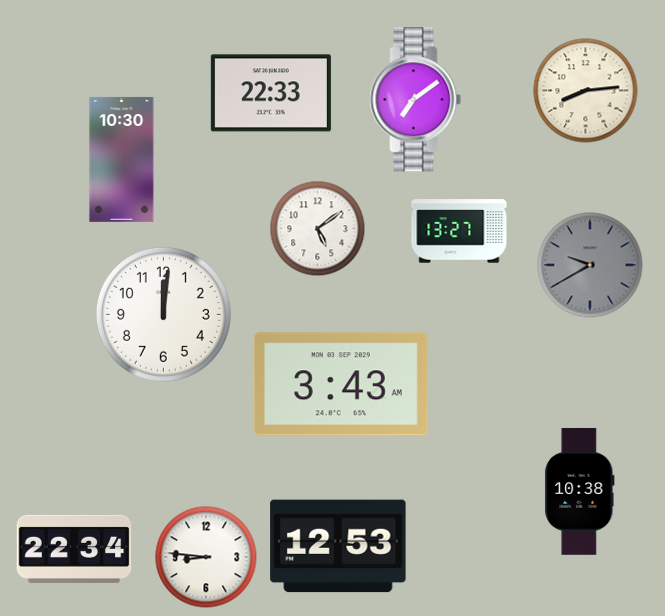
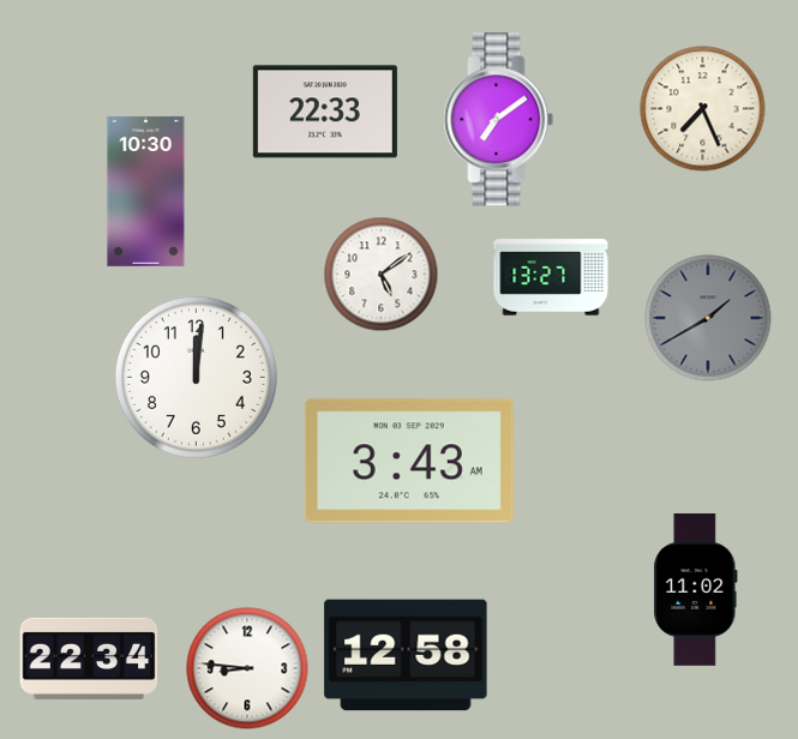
clock at (586, 91): 8:14 -> 7:26
clock at (590, 265): 9:40 -> 1:40
clock at (580, 491): 10:38 -> 11:02
clock at (338, 546): 12:53 -> 12:58
